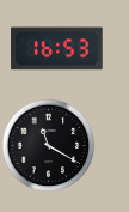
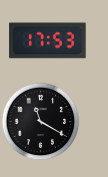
clock at (57, 49): 16:53 -> 17:53
